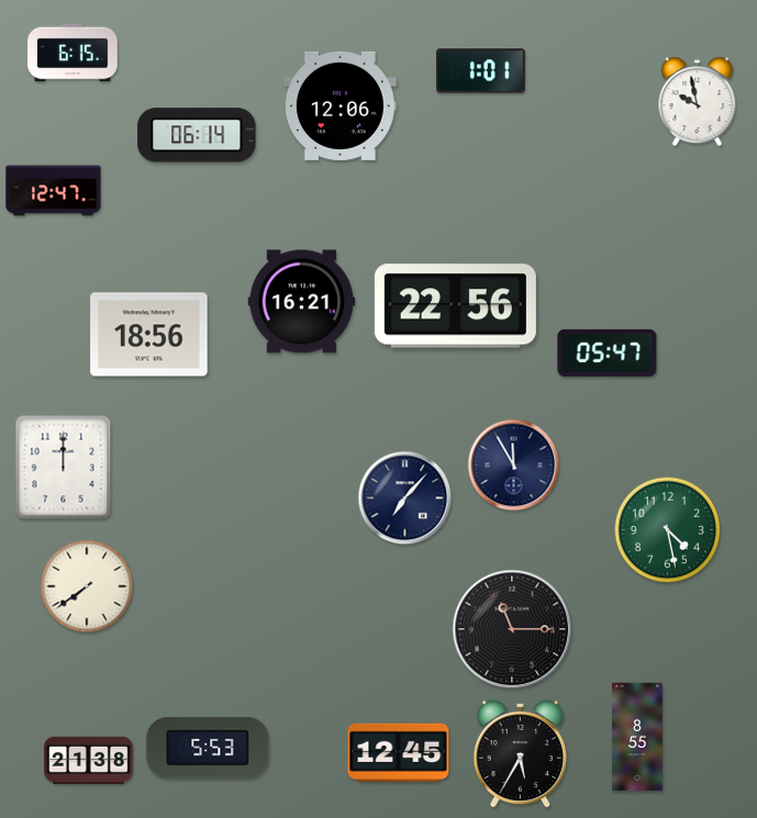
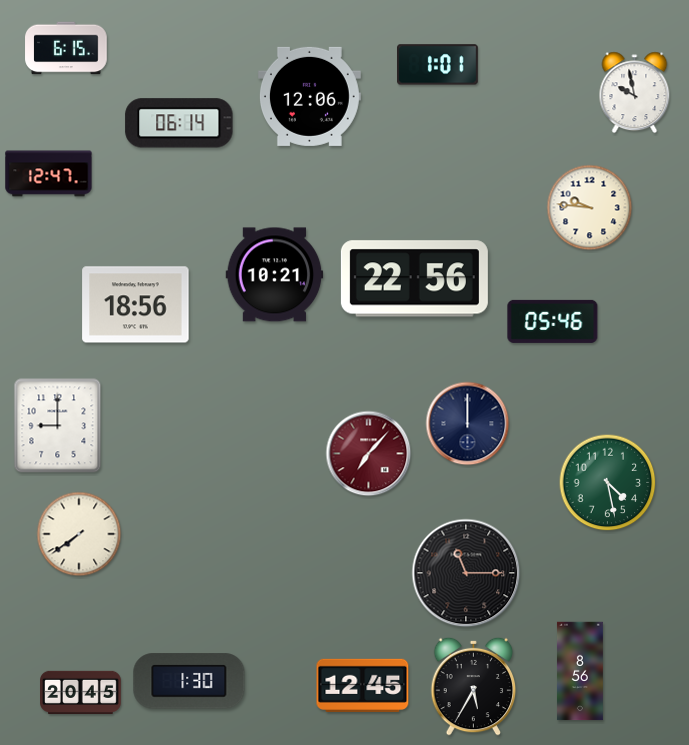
clock at (590, 208): none -> 9:46
clock at (302, 302): 16:21 -> 10:21
clock at (608, 352): 05:47 -> 05:46
clock at (514, 466): 11:55 -> 12:00
clock at (64, 468): 12:00 -> 9:00
clock at (405, 498) dial: navy -> burgundy
clock at (637, 737): 8:55 -> 8:56
clock at (208, 748): 5:53 -> 1:30
clock at (89, 760): 21:38 -> 20:45
